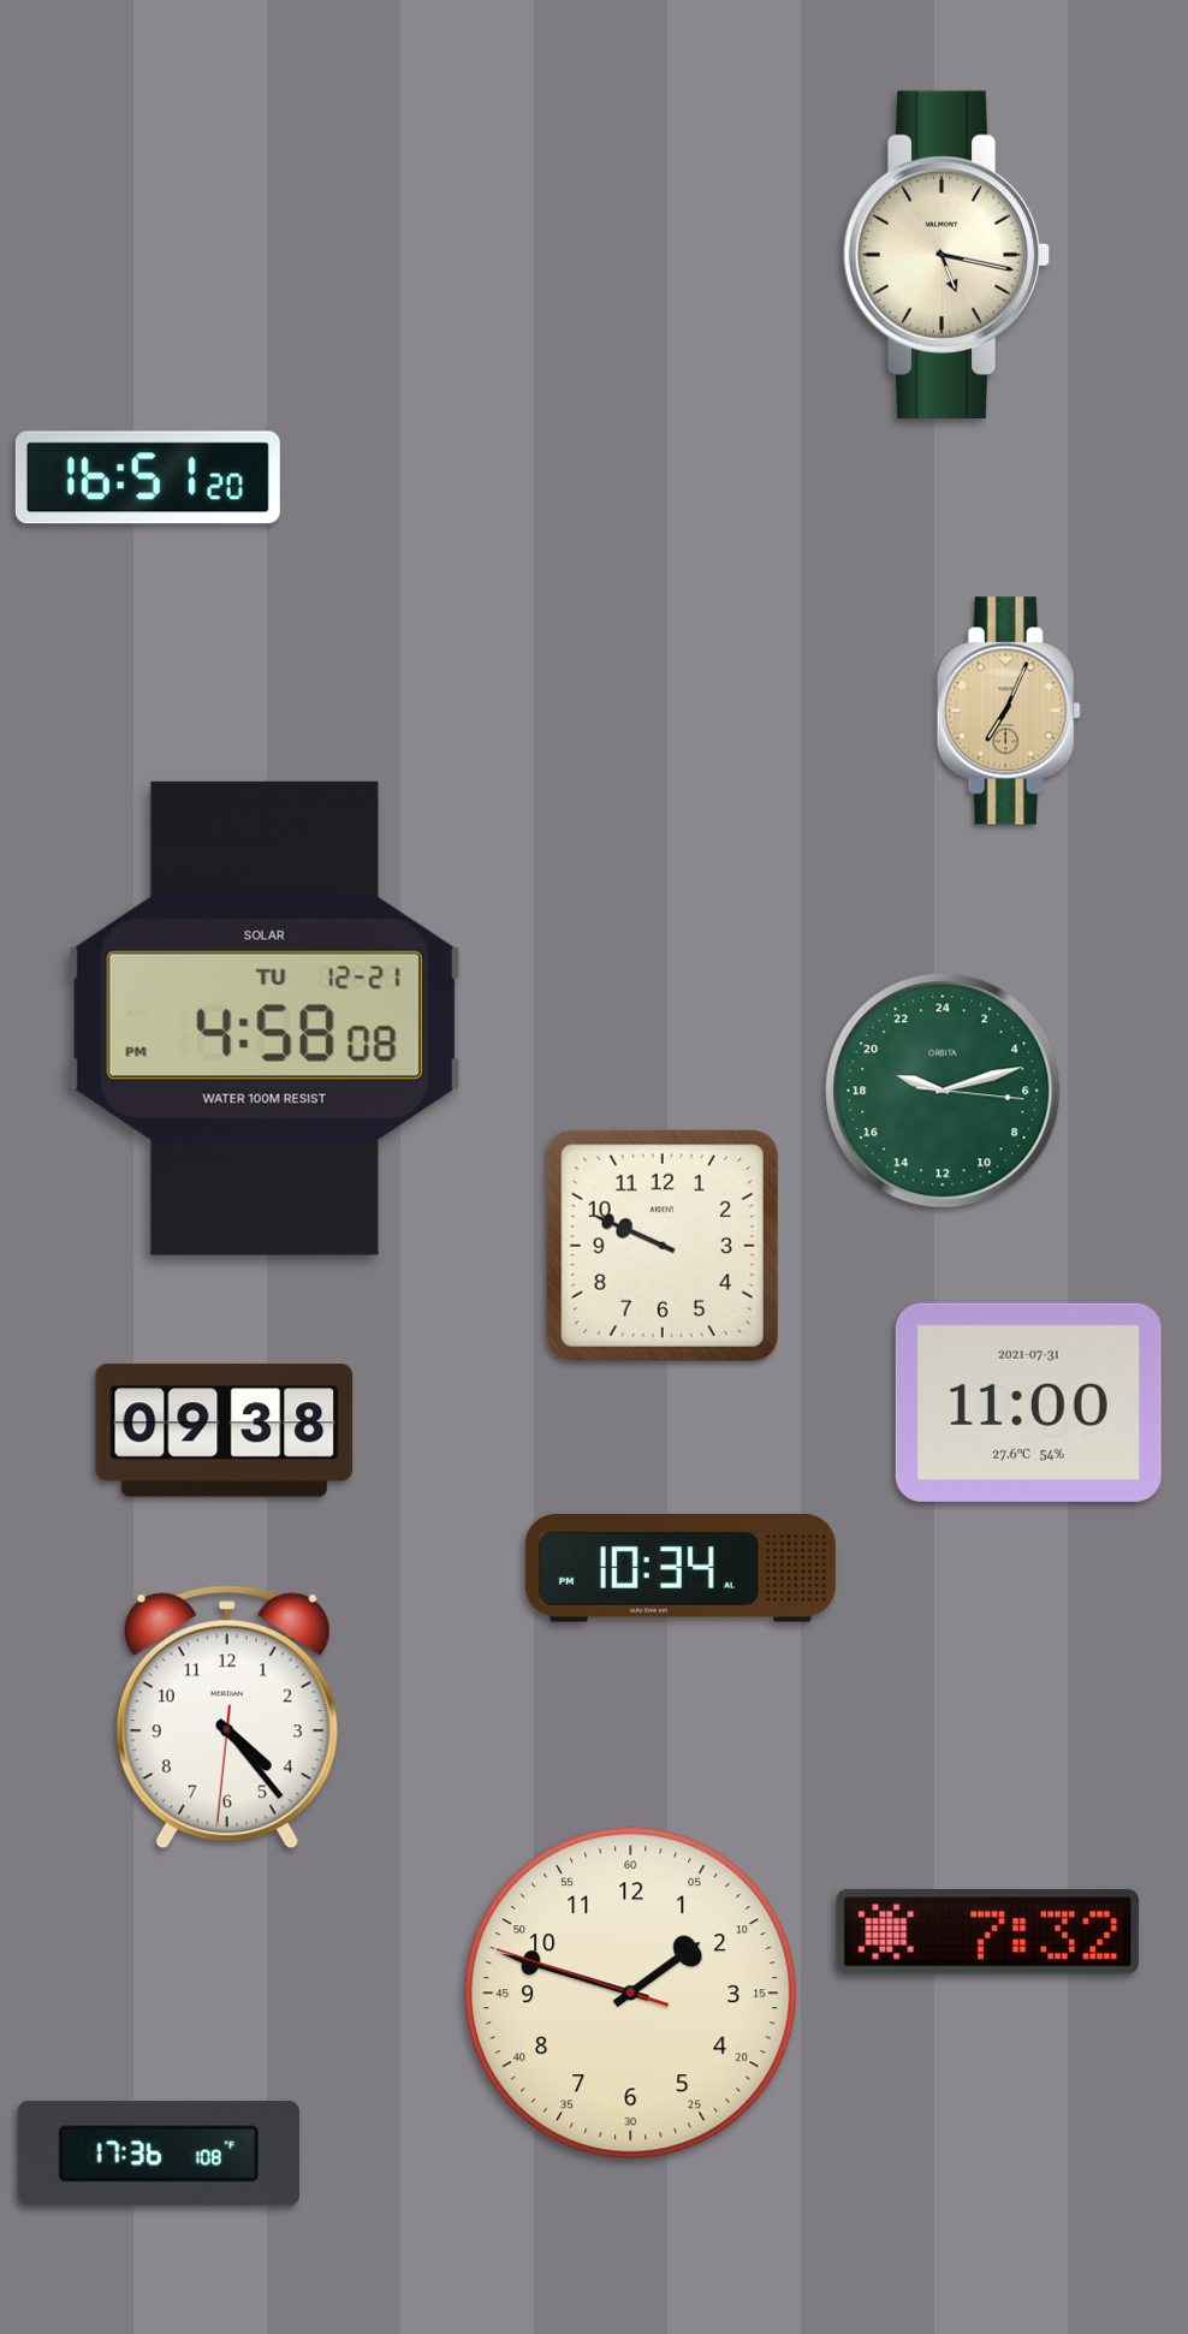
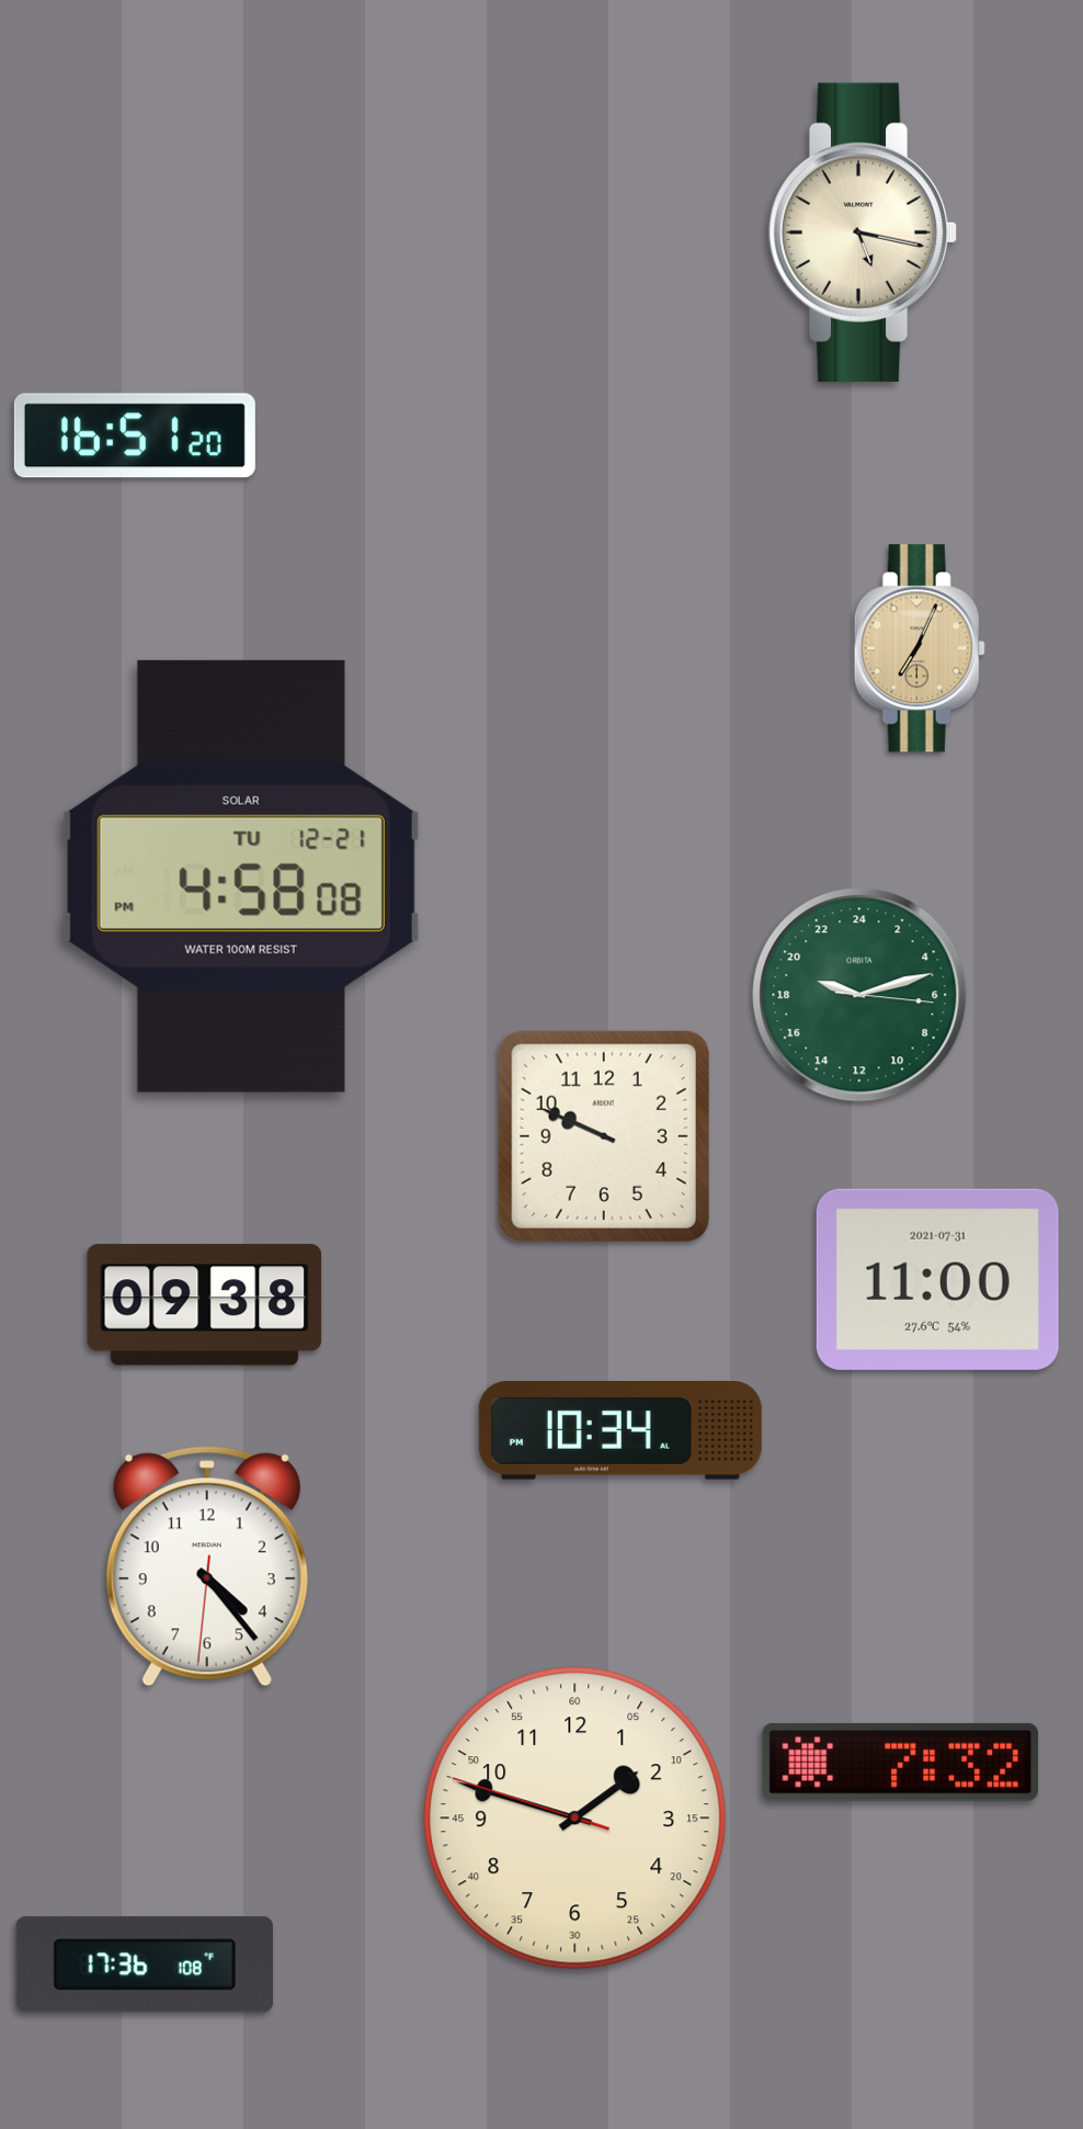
clock at (265, 1018) position: (265, 1018) -> (241, 876)
